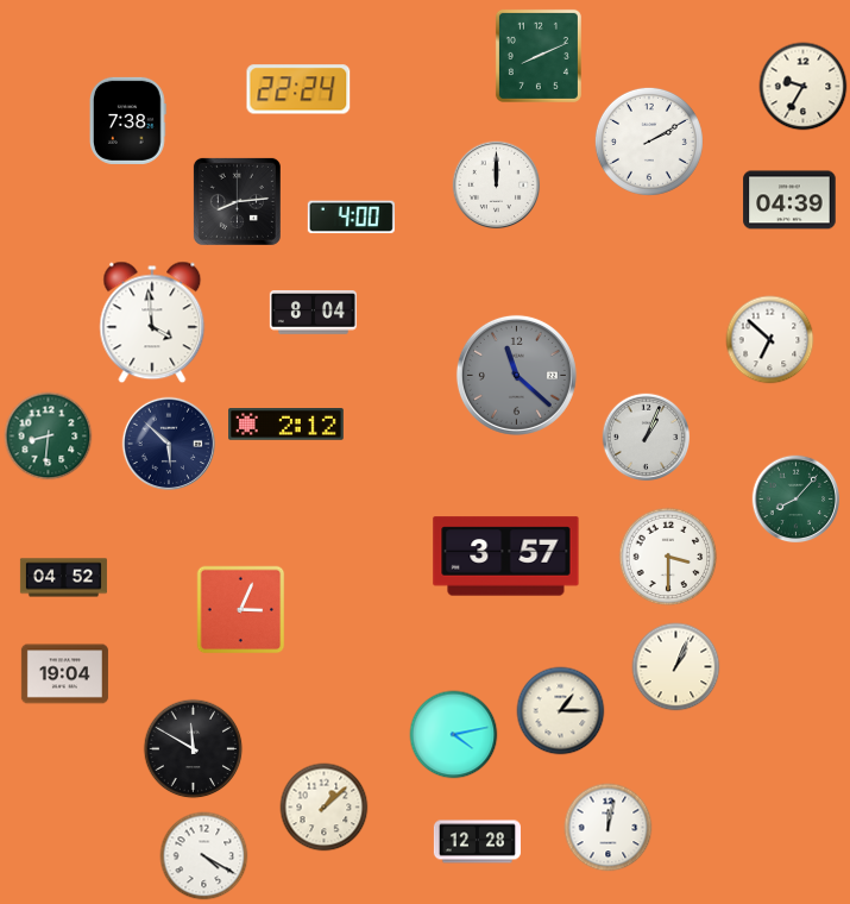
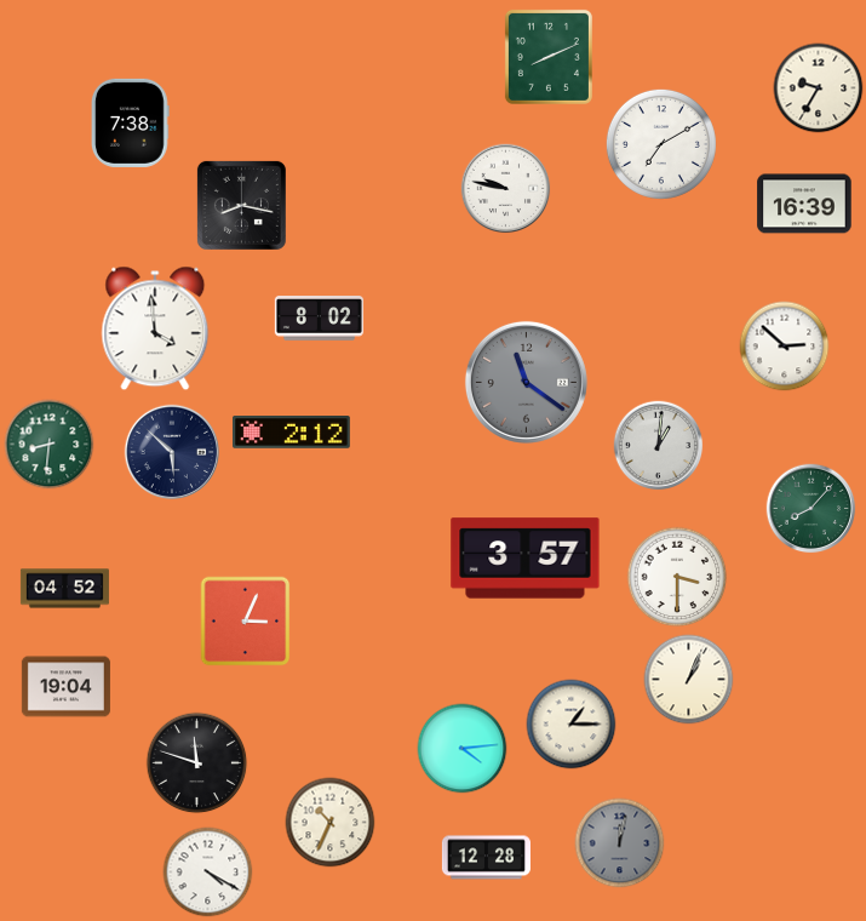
clock at (298, 89): 22:24 -> none
clock at (649, 142): 2:10 -> 7:10
clock at (497, 186): 12:00 -> 9:47
clock at (789, 200): 04:39 -> 16:39
clock at (237, 201): 8:14 -> 8:17
clock at (351, 218): 4:00 -> none
clock at (313, 313): 8:04 -> 8:02
clock at (770, 340): 6:52 -> 2:52
clock at (516, 375): 11:22 -> 11:21
clock at (647, 438): 1:04 -> 1:01
clock at (506, 557) position: (506, 557) -> (526, 559)
clock at (668, 557) position: (668, 557) -> (677, 577)
clock at (454, 735): 4:13 -> 4:14
clock at (194, 749): 11:50 -> 11:48
clock at (325, 808): 1:08 -> 10:34
clock at (609, 828) dial: white -> grey
